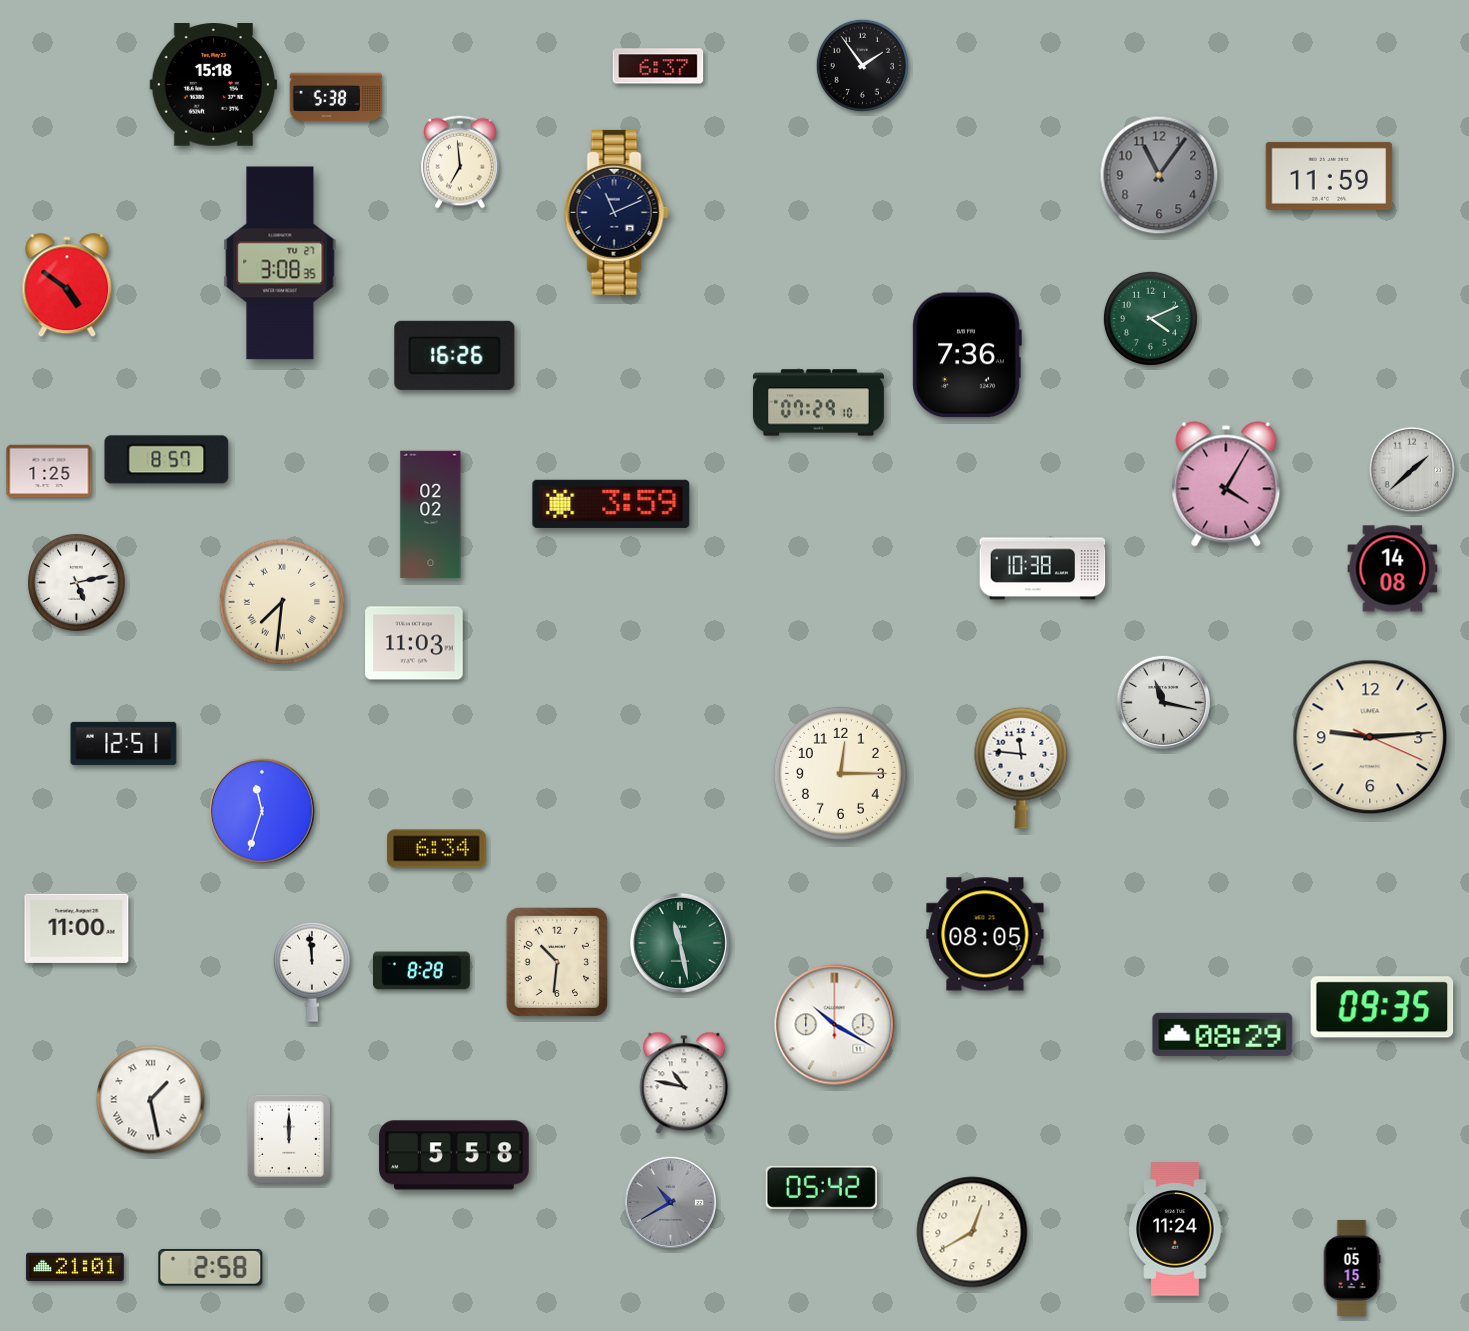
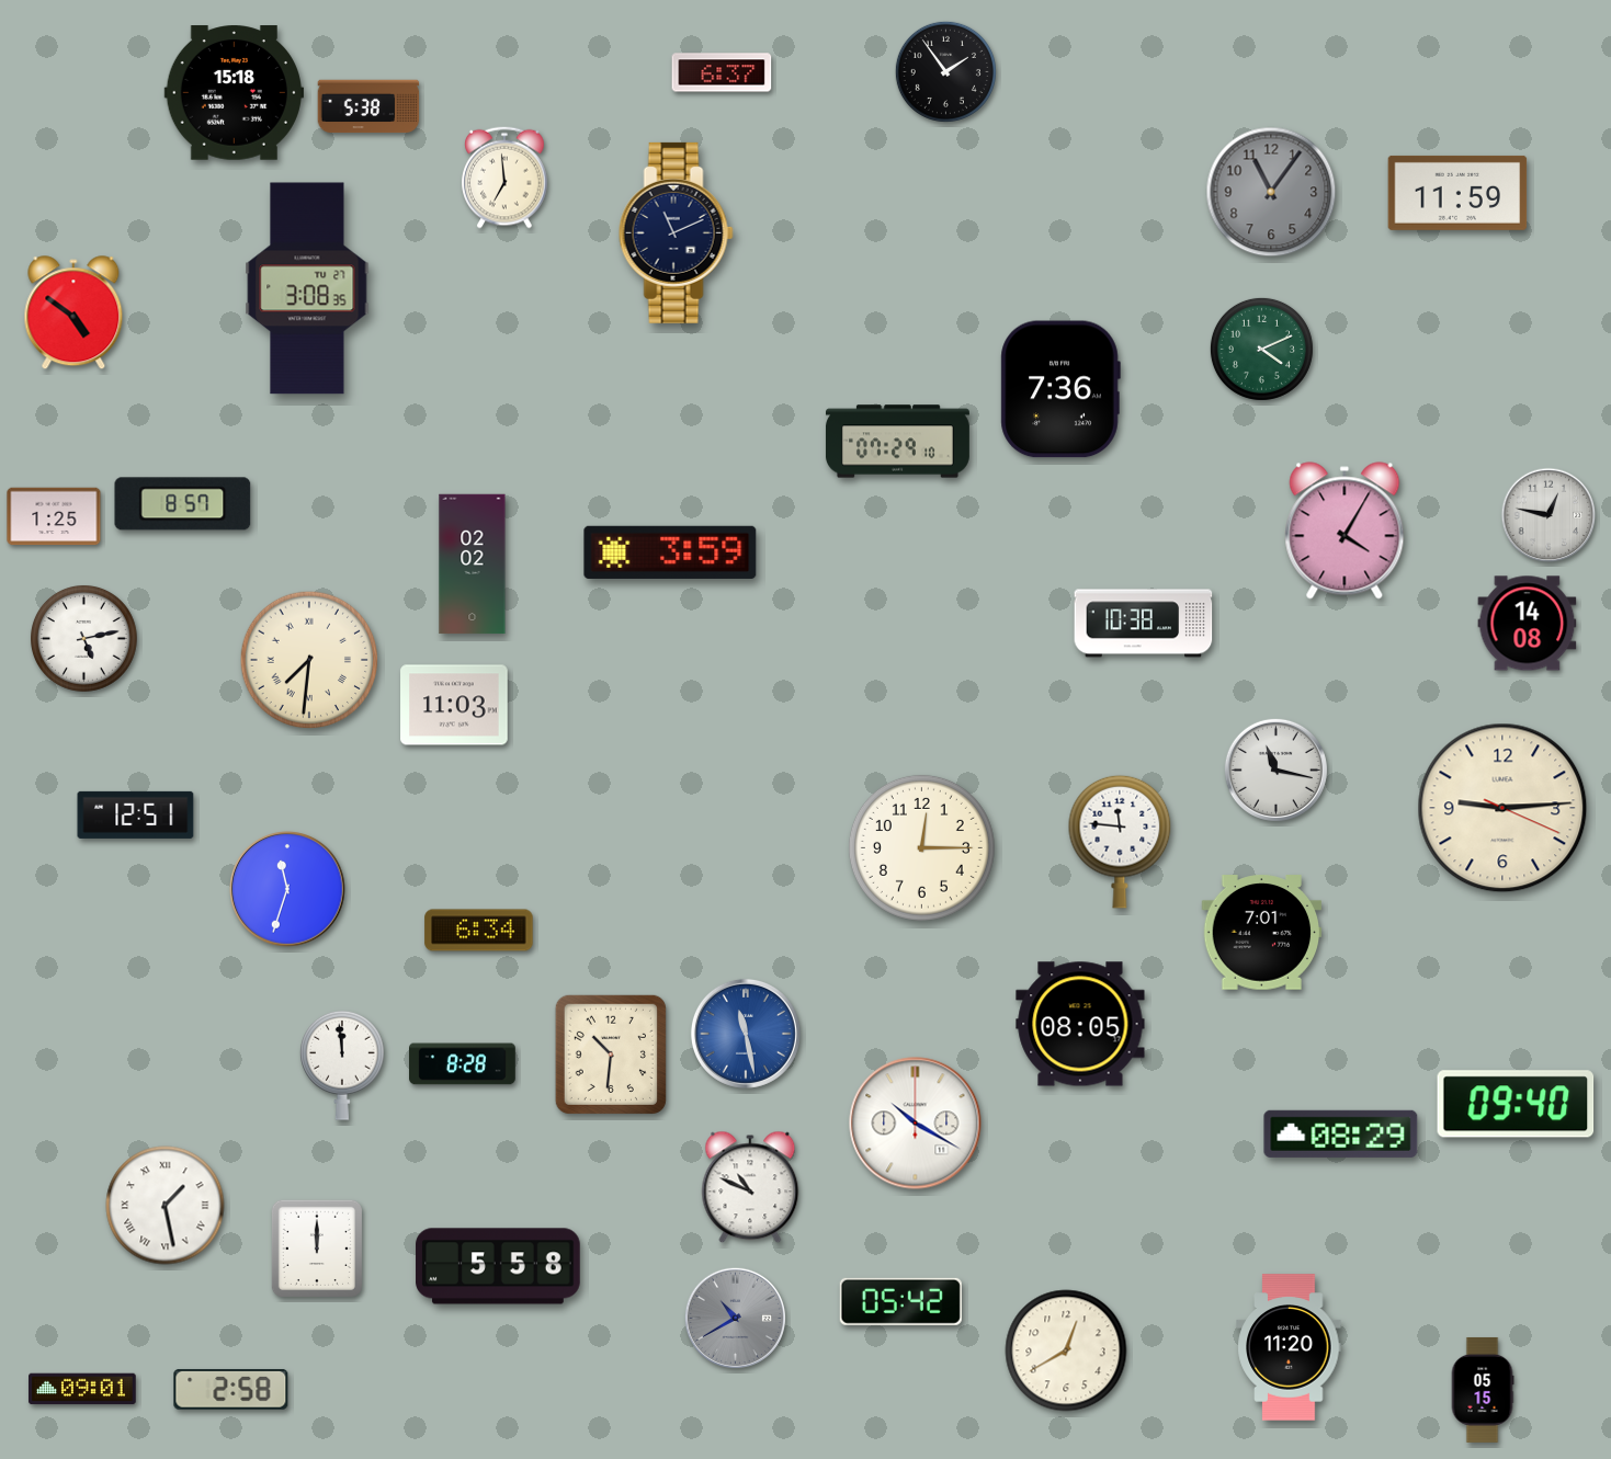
clock at (455, 355): 16:26 -> none
clock at (1412, 470): 1:38 -> 12:47
clock at (1262, 933): none -> 7:01
clock at (77, 928): 11:00 -> none
clock at (680, 943) dial: green -> blue
clock at (1382, 1007): 09:35 -> 09:40
clock at (684, 1083): 10:47 -> 10:49
clock at (1175, 1229): 11:24 -> 11:20
clock at (75, 1267): 21:01 -> 09:01
